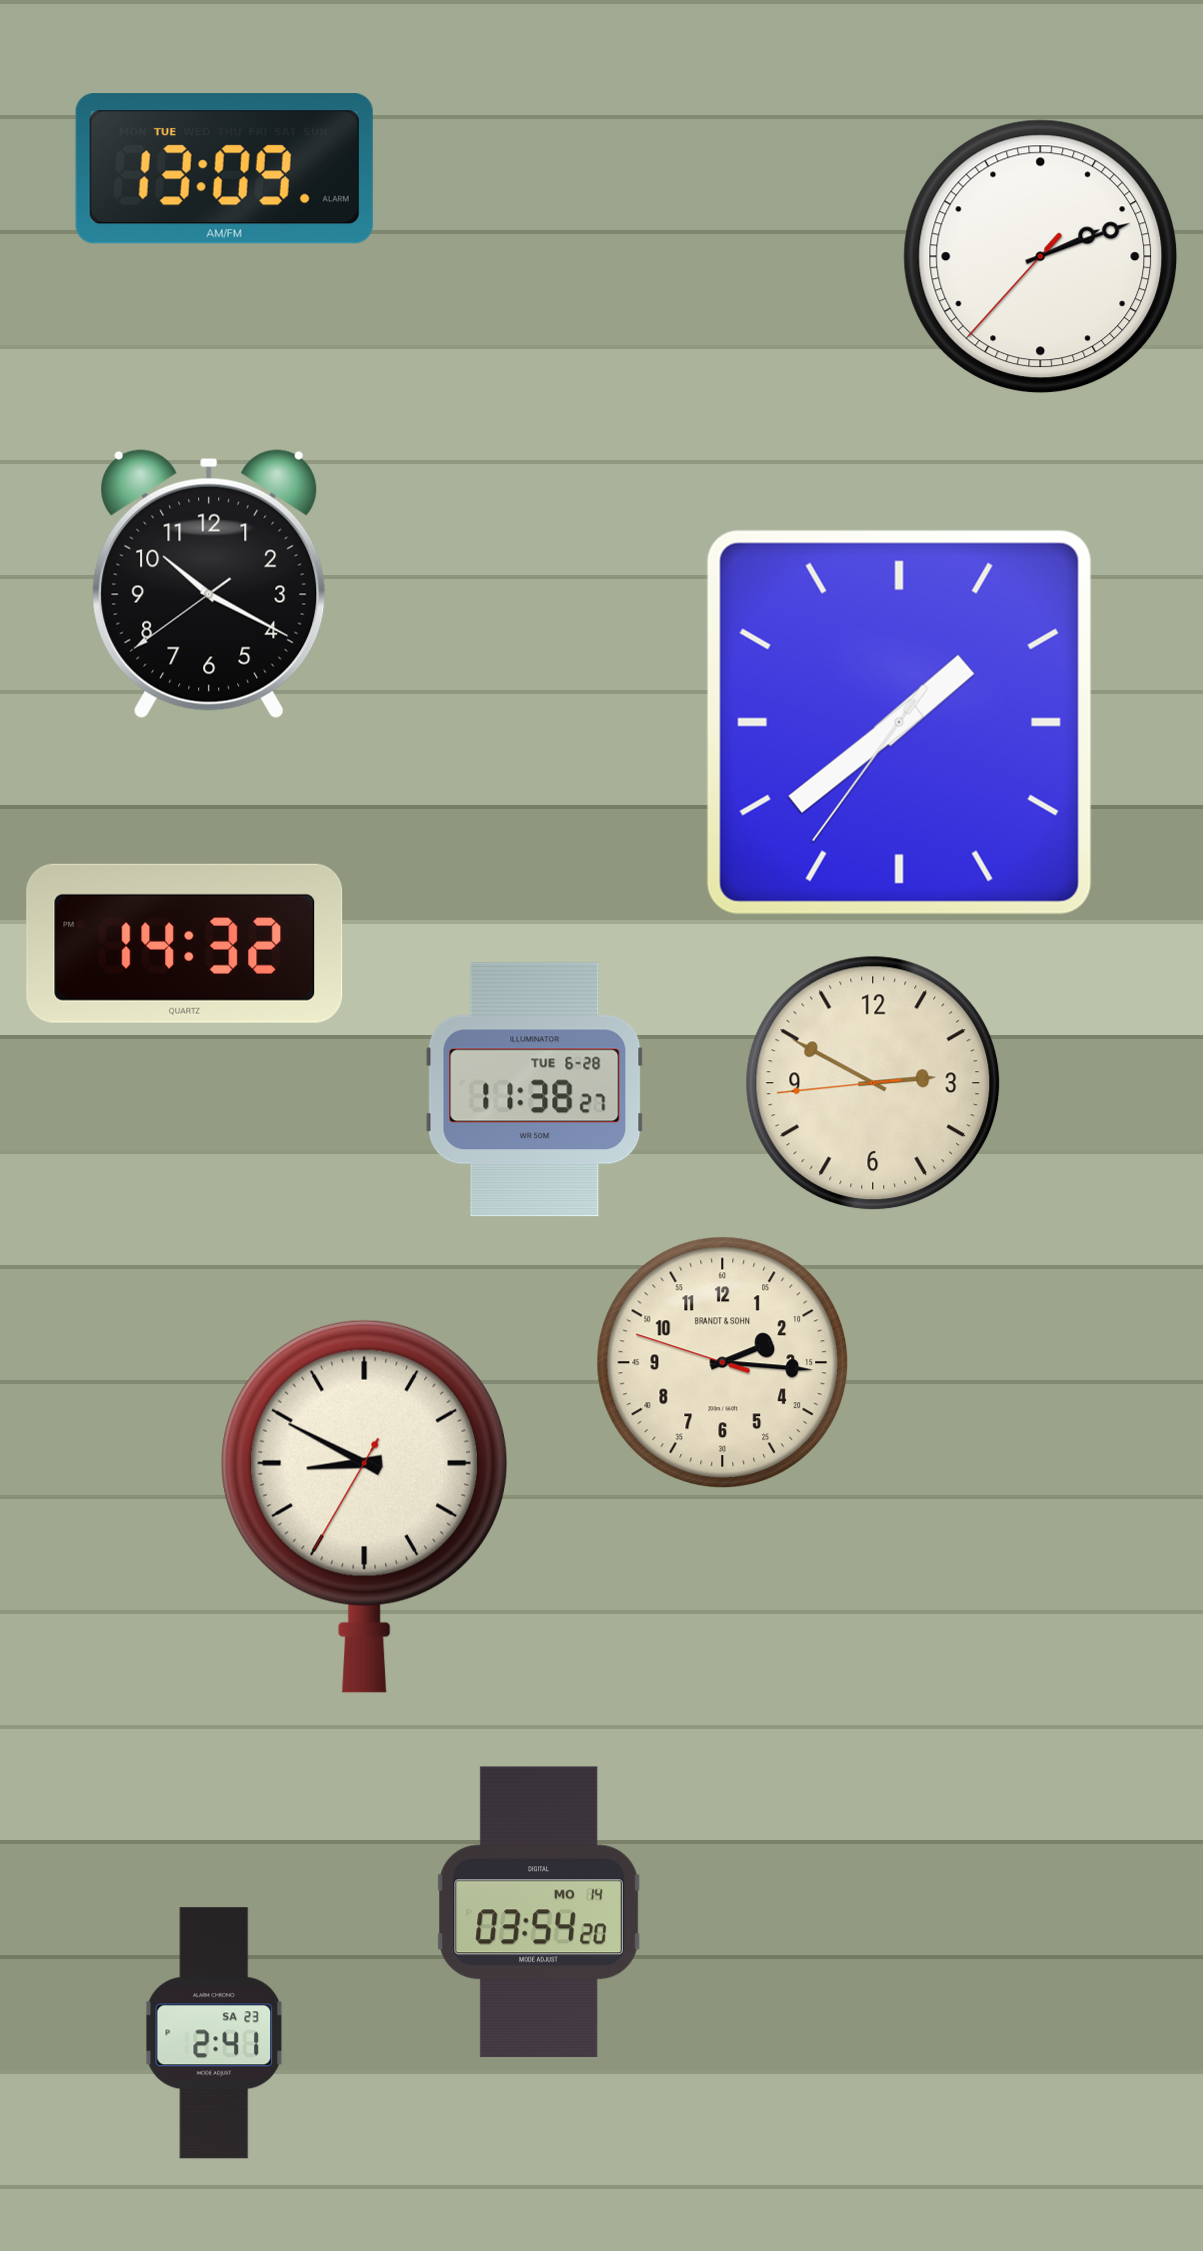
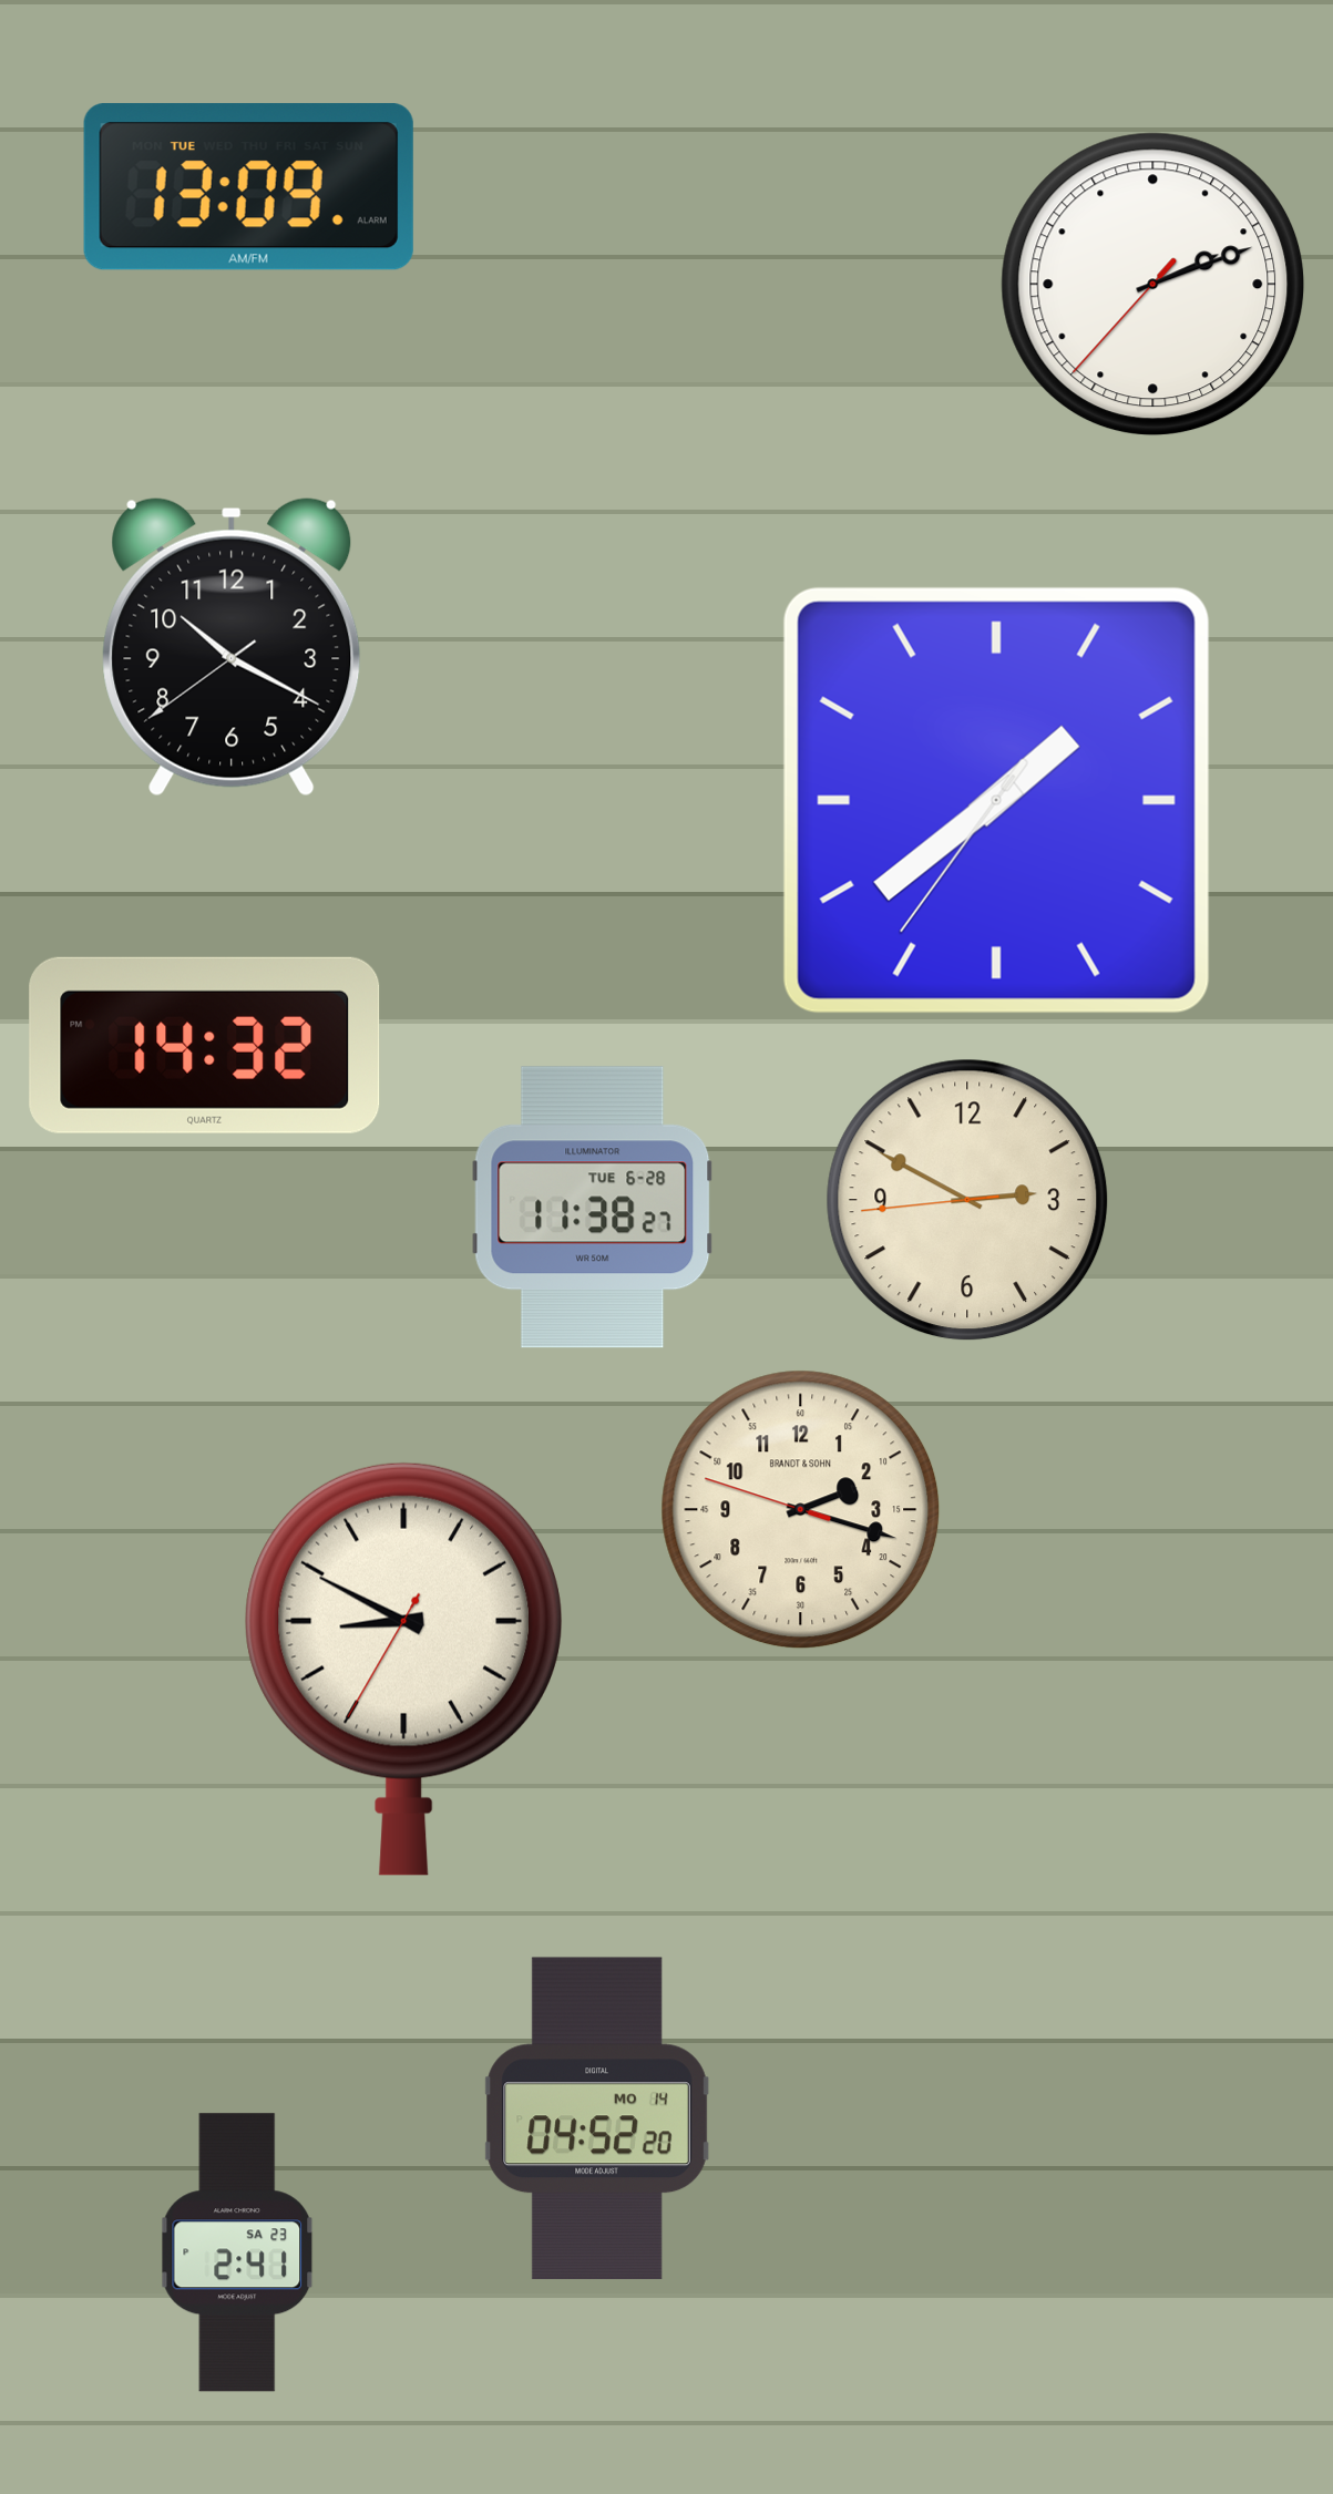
clock at (723, 1363): 2:15 -> 2:17
clock at (539, 1912): 03:54 -> 04:52
